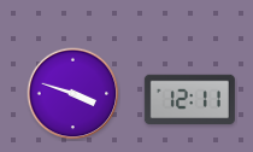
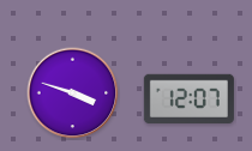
clock at (189, 99): 12:11 -> 12:07
